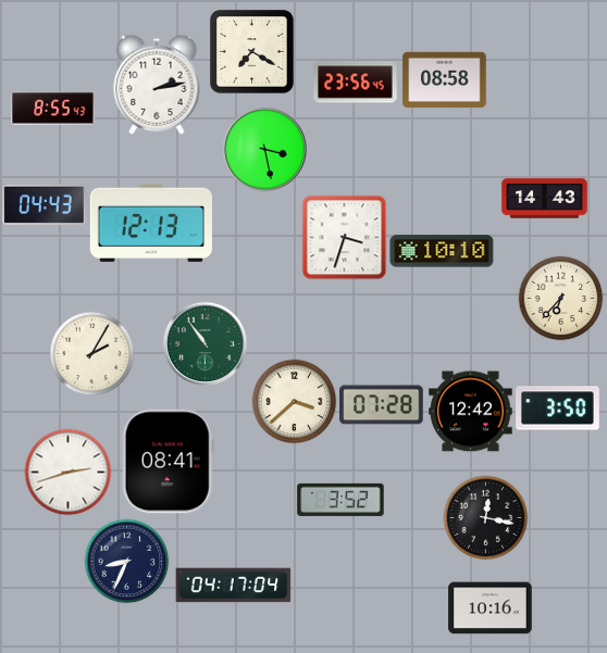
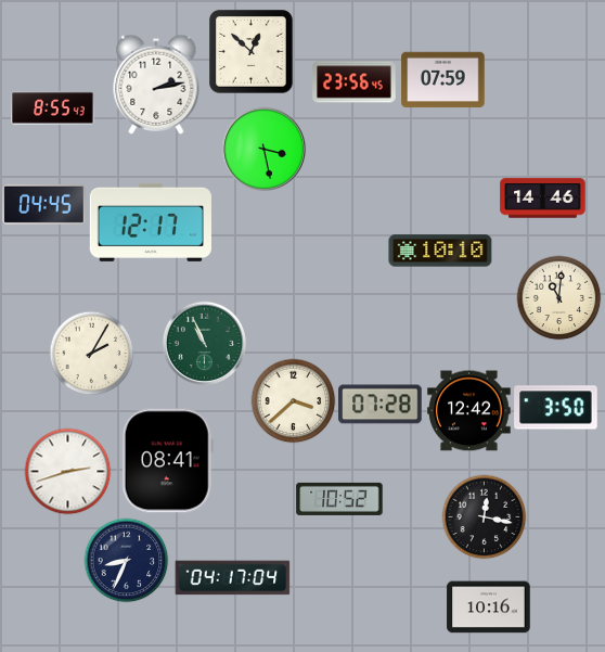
clock at (252, 52): 7:20 -> 12:52
clock at (445, 80): 08:58 -> 07:59
clock at (545, 199): 14:43 -> 14:46
clock at (45, 204): 04:43 -> 04:45
clock at (151, 223): 12:13 -> 12:17
clock at (344, 237): 3:33 -> none
clock at (560, 298): 6:37 -> 11:01
clock at (205, 343): 10:54 -> 10:56
clock at (340, 500): 3:52 -> 10:52
clock at (234, 586) position: (234, 586) -> (233, 578)
